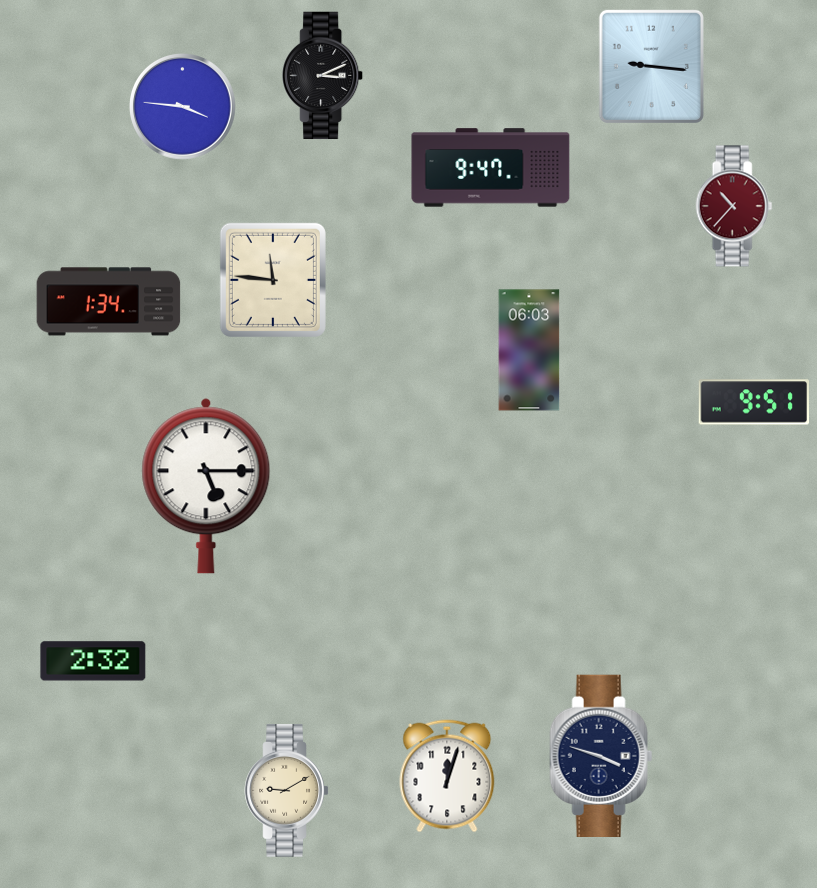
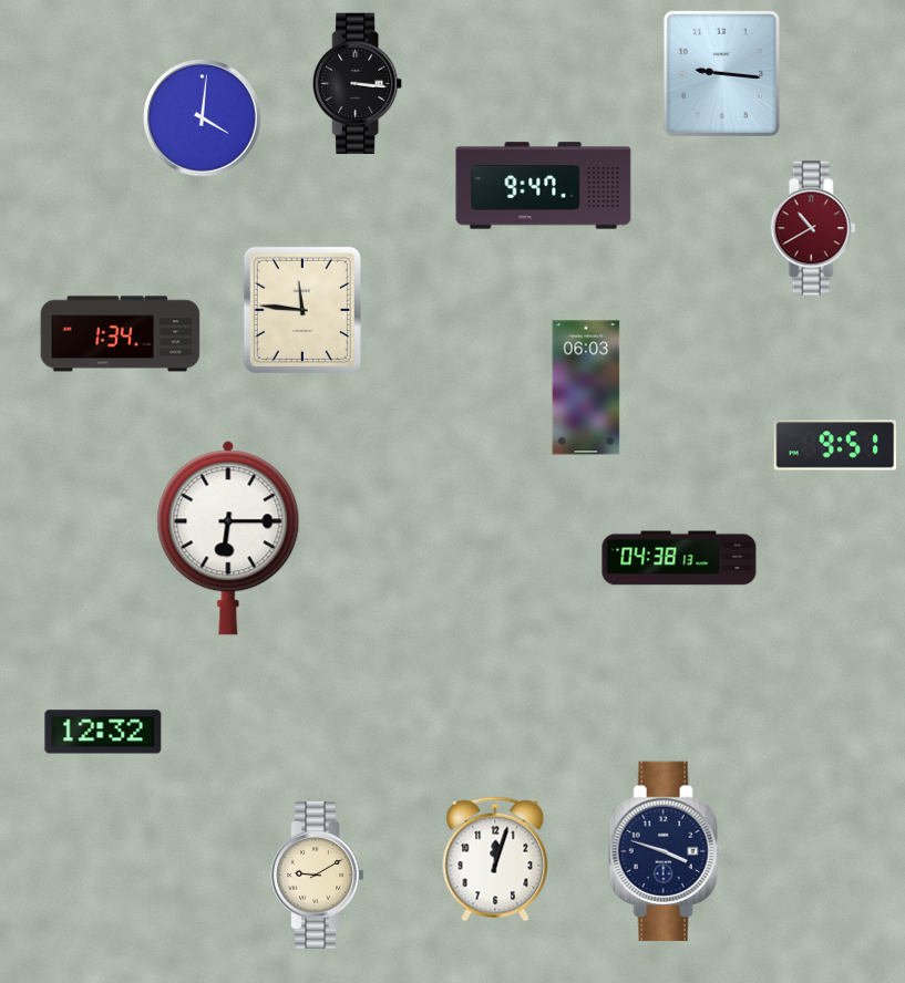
clock at (323, 76): 3:11 -> 3:16
clock at (183, 107): 3:46 -> 4:01
clock at (734, 206): 10:37 -> 10:40
clock at (206, 486): 5:15 -> 6:15
clock at (679, 558): none -> 04:38
clock at (93, 661): 2:32 -> 12:32
clock at (601, 755) position: (601, 755) -> (666, 850)
